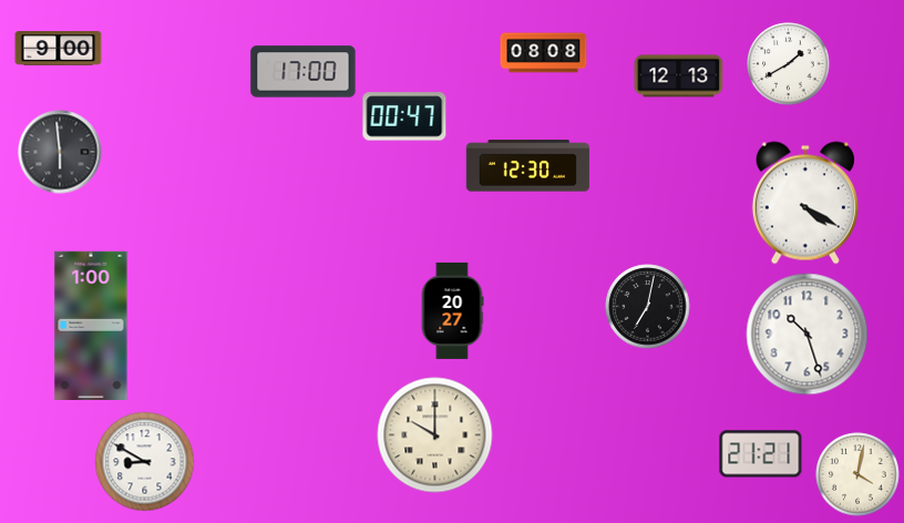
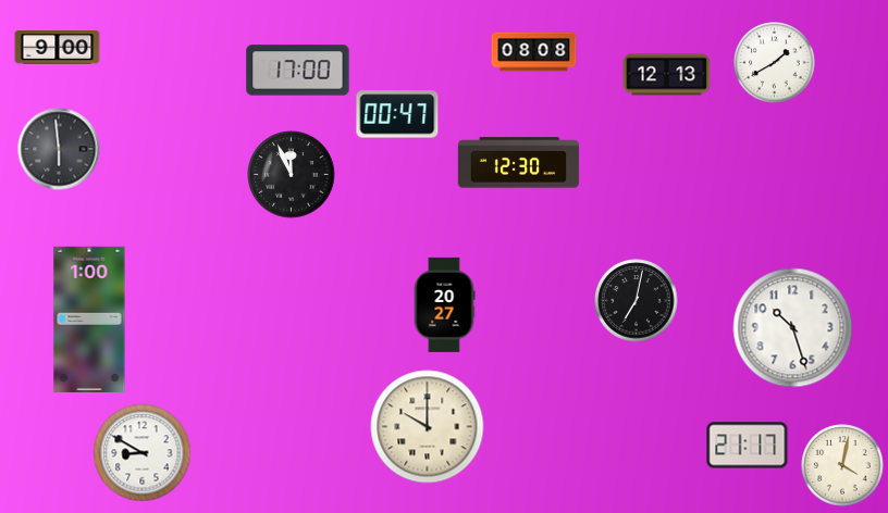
clock at (292, 175): none -> 11:56
clock at (805, 203): 4:20 -> none
clock at (761, 454): 21:21 -> 21:17
